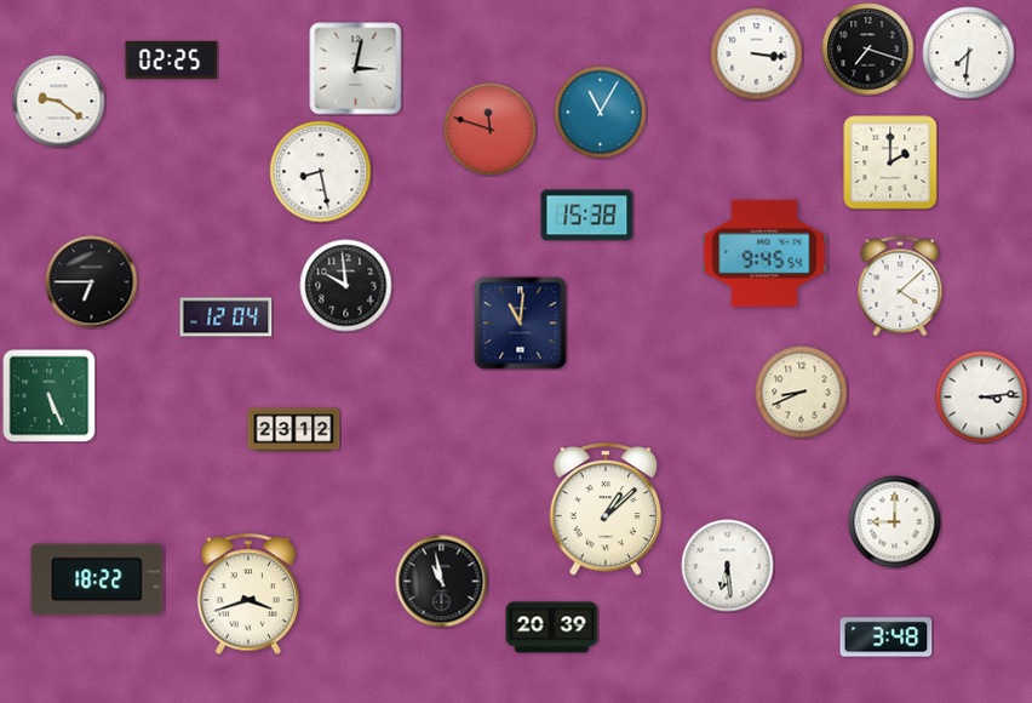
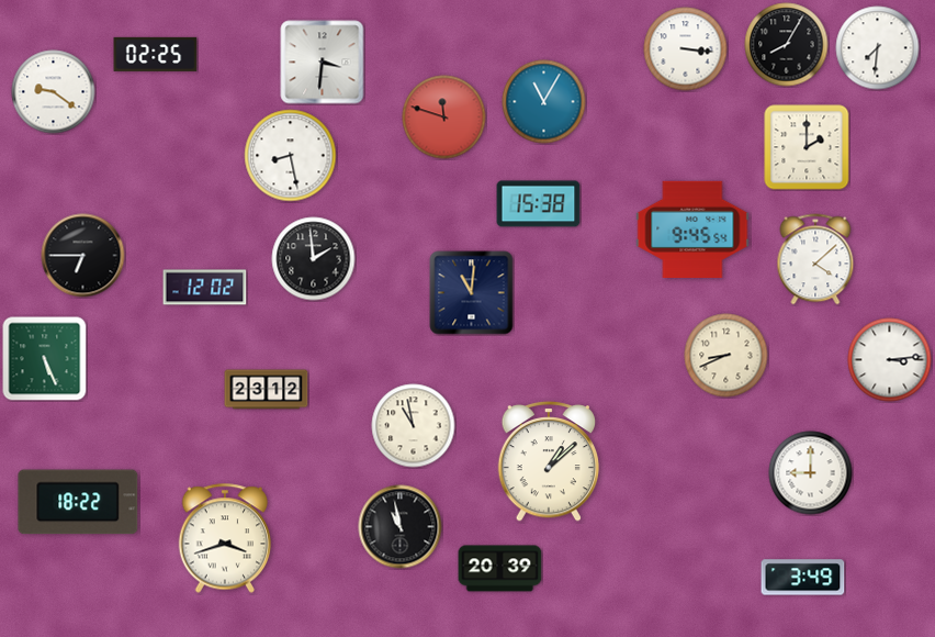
clock at (868, 50): 7:18 -> 8:05
clock at (356, 69): 3:02 -> 3:31
clock at (587, 216) position: (587, 216) -> (539, 204)
clock at (346, 286): 9:59 -> 1:59
clock at (227, 318): 12:04 -> 12:02
clock at (414, 426): none -> 10:58
clock at (728, 566): 6:29 -> none
clock at (97, 579) position: (97, 579) -> (78, 502)
clock at (887, 638): 3:48 -> 3:49
